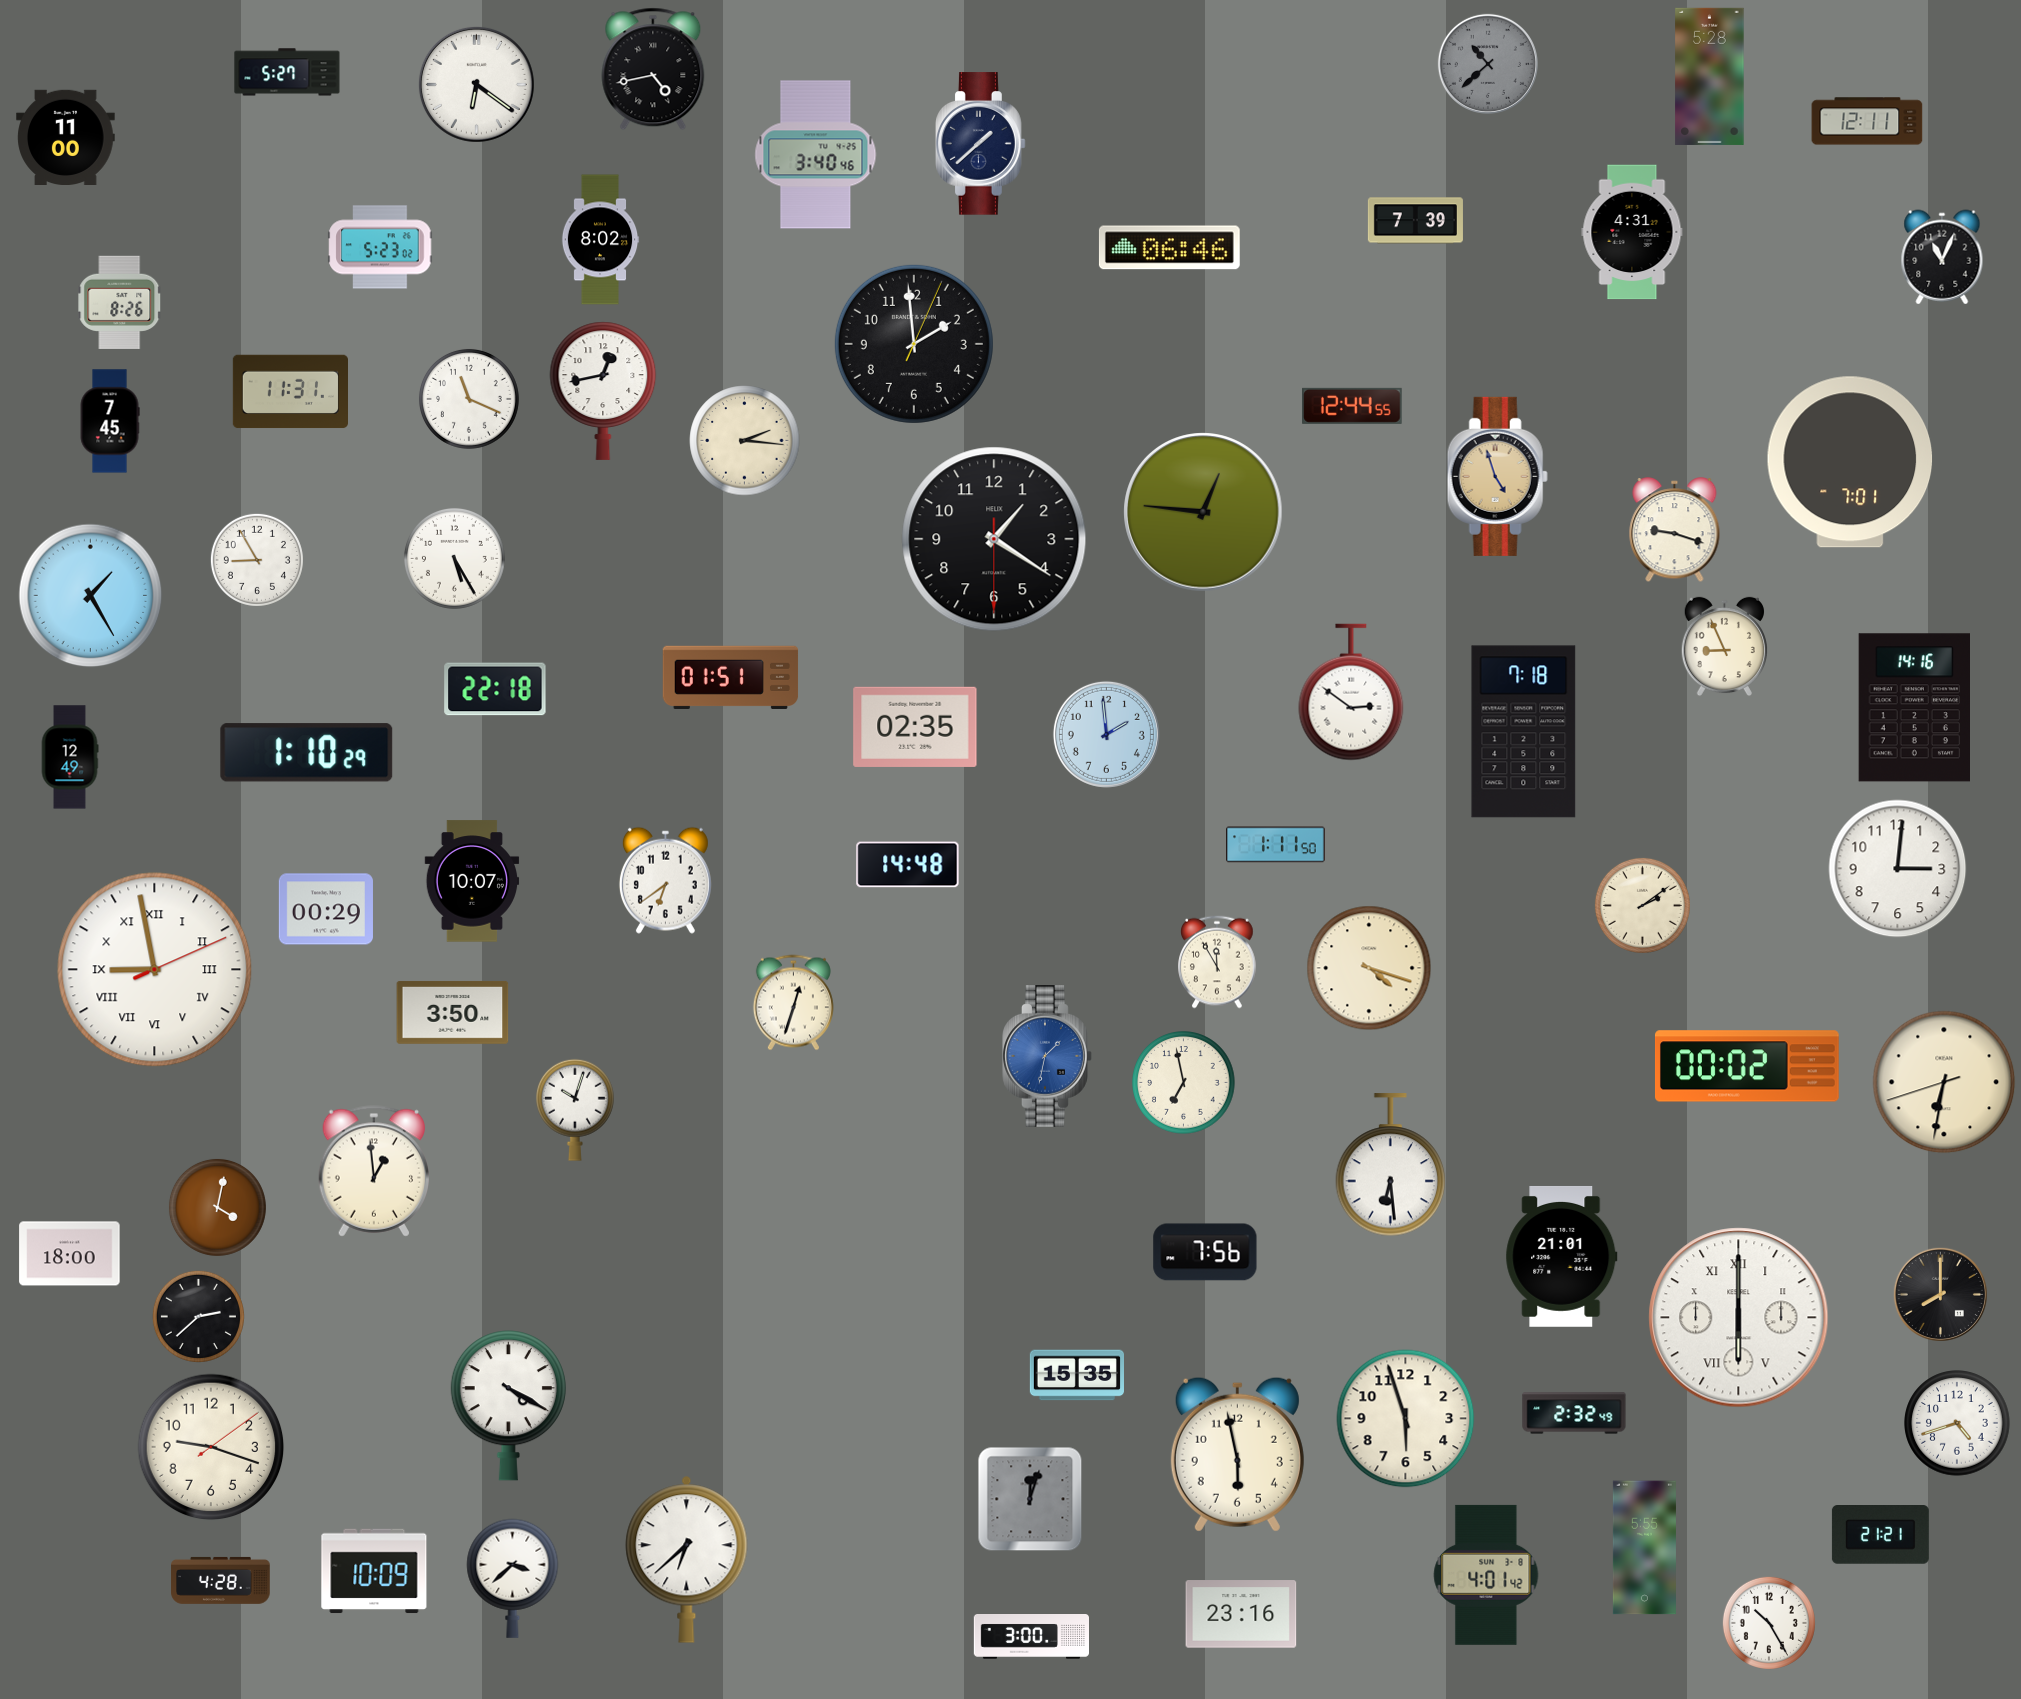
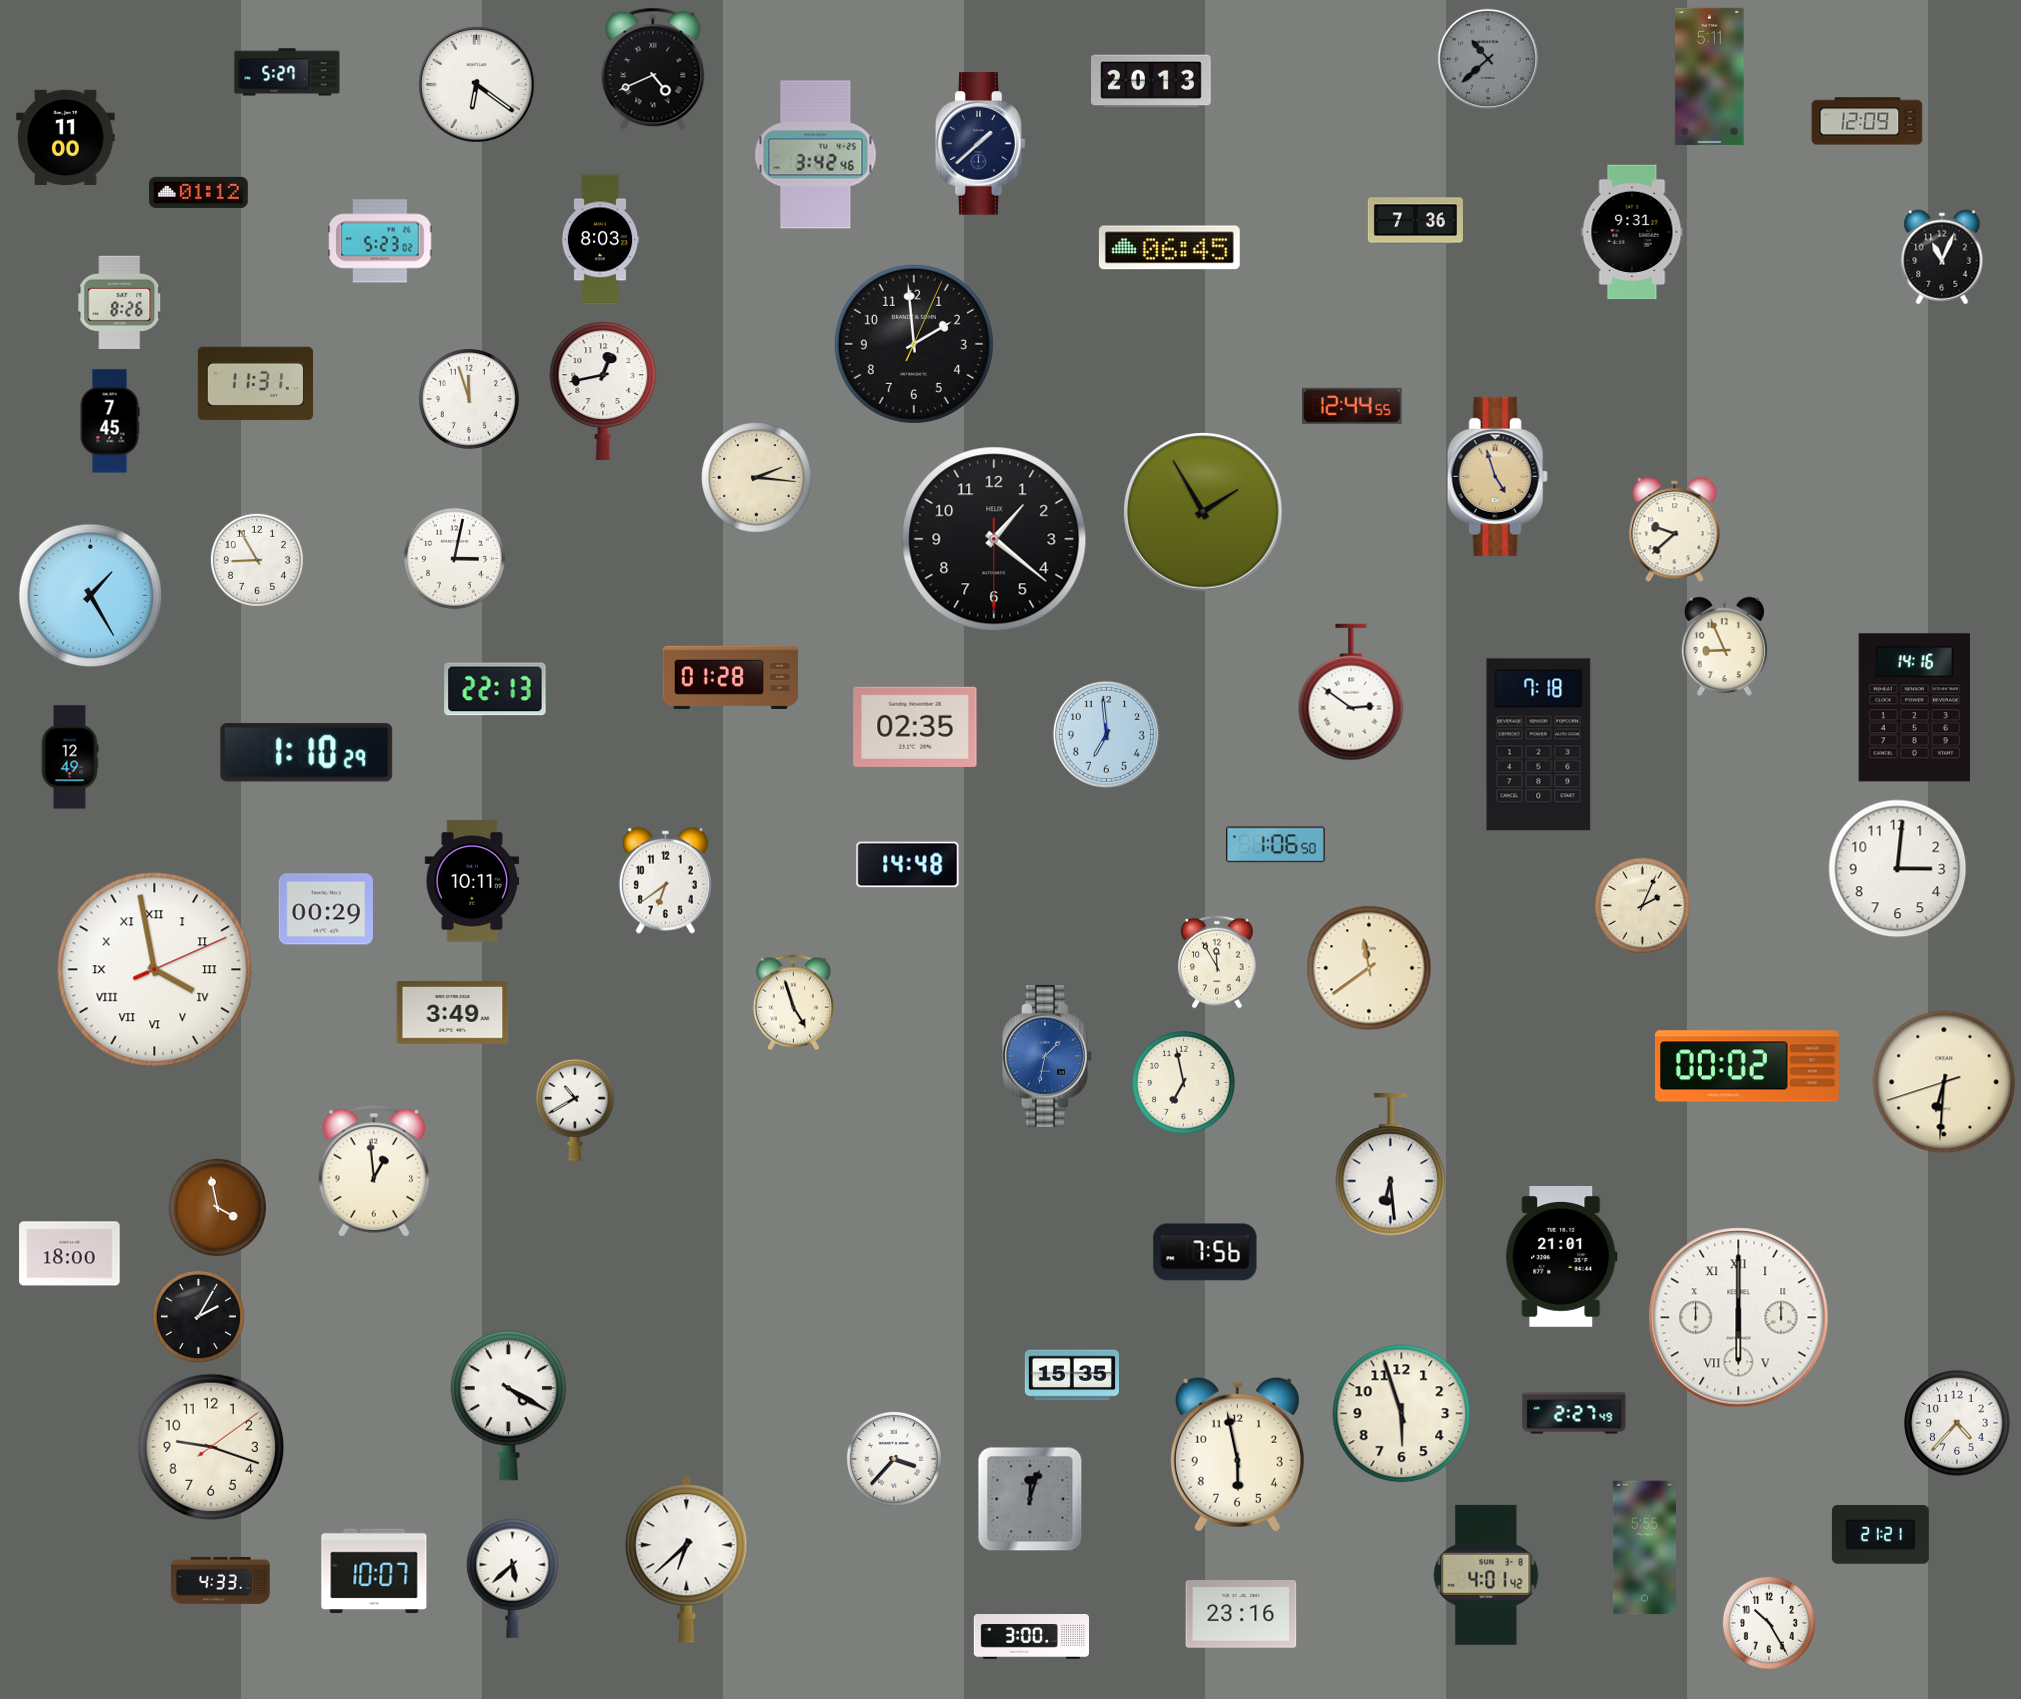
clock at (1488, 64) position: (1488, 64) -> (1488, 59)
clock at (653, 69): 4:43 -> 4:41
clock at (1710, 76): 5:28 -> 5:11
clock at (1152, 81): none -> 20:13
clock at (1867, 121): 12:11 -> 12:09
clock at (816, 155): 3:40 -> 3:42
clock at (199, 192): none -> 01:12
clock at (1415, 221): 7:39 -> 7:36
clock at (1632, 232): 4:31 -> 9:31
clock at (600, 240): 8:02 -> 8:03
clock at (380, 247) position: (380, 247) -> (380, 241)
clock at (1169, 248): 06:46 -> 06:45
clock at (290, 392) position: (290, 392) -> (255, 384)
clock at (469, 399): 11:19 -> 11:57
clock at (745, 441) position: (745, 441) -> (757, 478)
clock at (1850, 462): 7:01 -> none
clock at (1203, 512): 12:46 -> 1:55
clock at (1675, 530): 9:18 -> 9:38
clock at (994, 539): 1:20 -> 1:21
clock at (455, 558): 5:25 -> 3:02
clock at (731, 677): 01:51 -> 01:28
clock at (495, 689): 22:18 -> 22:13
clock at (1524, 732) position: (1524, 732) -> (1539, 745)
clock at (1106, 734): 1:59 -> 6:59
clock at (1276, 845): 1:11 -> 1:06
clock at (472, 881): 10:07 -> 10:11
clock at (1642, 905): 2:09 -> 2:04
clock at (1369, 968): 4:18 -> 11:39
clock at (155, 970): 8:58 -> 3:58
clock at (793, 1003): 12:33 -> 4:57
clock at (453, 1012): 3:50 -> 3:49
clock at (1944, 1082): 6:31 -> 6:30
clock at (575, 1110): 10:03 -> 10:40
clock at (217, 1207): 4:02 -> 3:58
clock at (1940, 1294): 8:00 -> none
clock at (198, 1316): 2:38 -> 2:05
clock at (1076, 1375) position: (1076, 1375) -> (1071, 1375)
clock at (1574, 1413): 2:32 -> 2:27
clock at (1406, 1419) position: (1406, 1419) -> (1402, 1414)
clock at (1957, 1423): 4:42 -> 4:37
clock at (894, 1459): none -> 3:37
clock at (374, 1571): 10:09 -> 10:07
clock at (513, 1578): 3:38 -> 5:38
clock at (221, 1580): 4:28 -> 4:33
